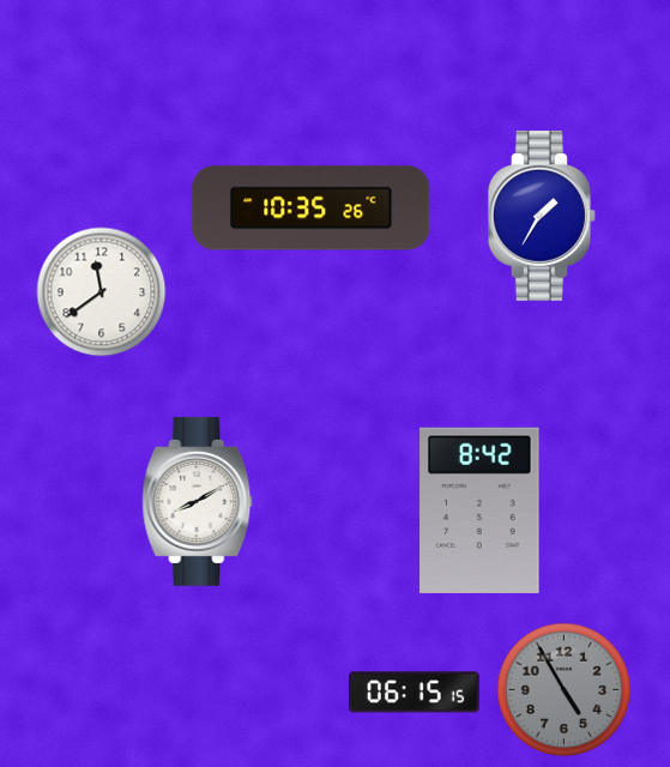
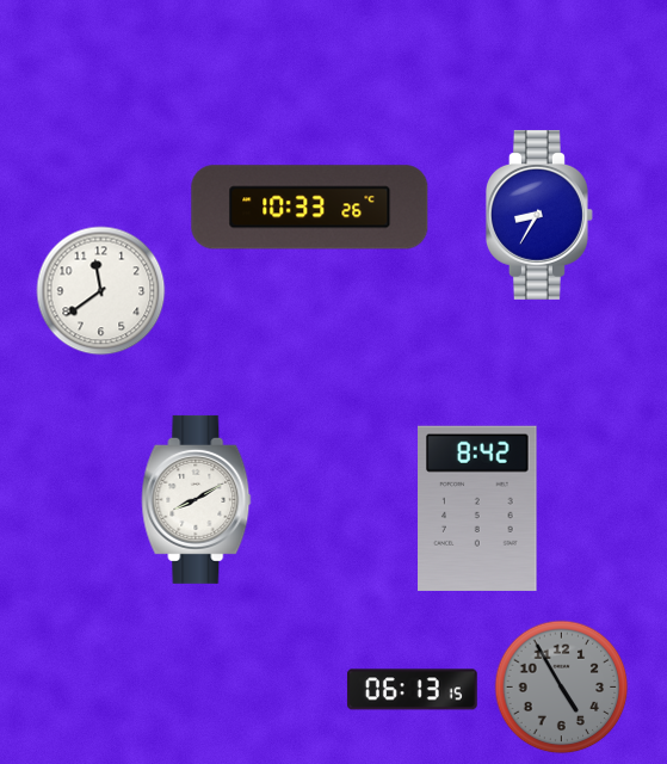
clock at (312, 209): 10:35 -> 10:33
clock at (542, 216): 1:35 -> 8:35
clock at (414, 693): 06:15 -> 06:13
